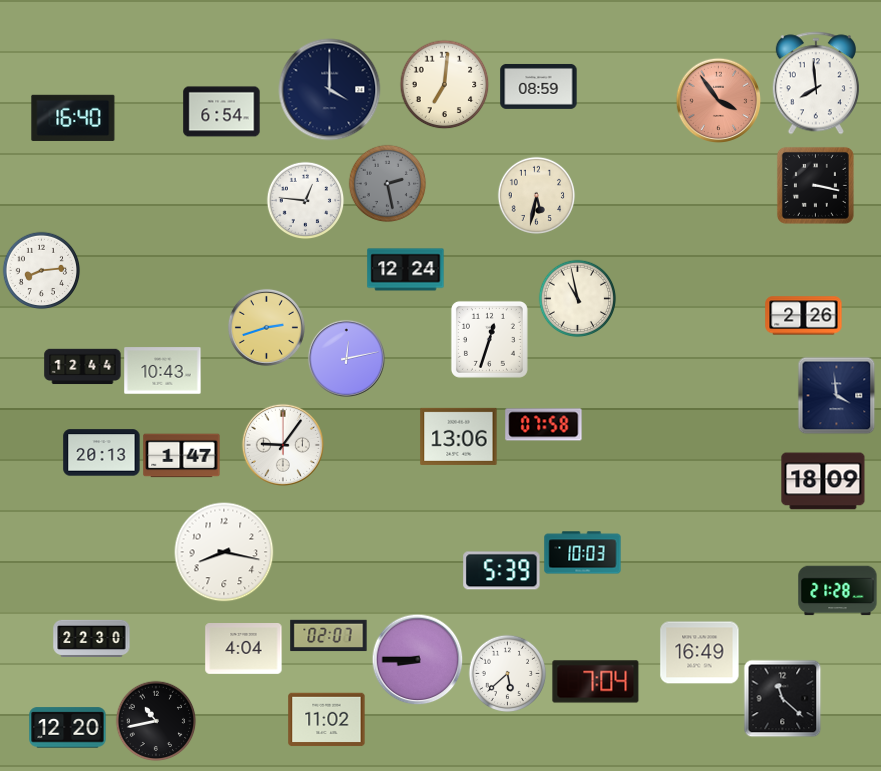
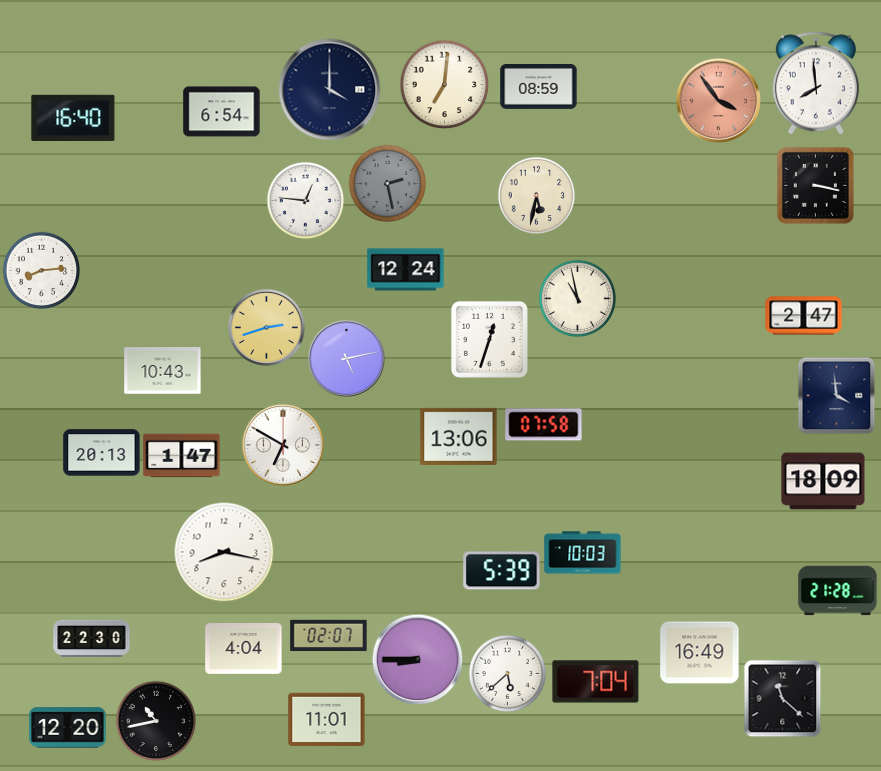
clock at (804, 316): 2:26 -> 2:47
clock at (346, 358): 12:13 -> 5:13
clock at (83, 367): 12:44 -> none
clock at (283, 445): 9:06 -> 6:50
clock at (327, 720): 11:02 -> 11:01
